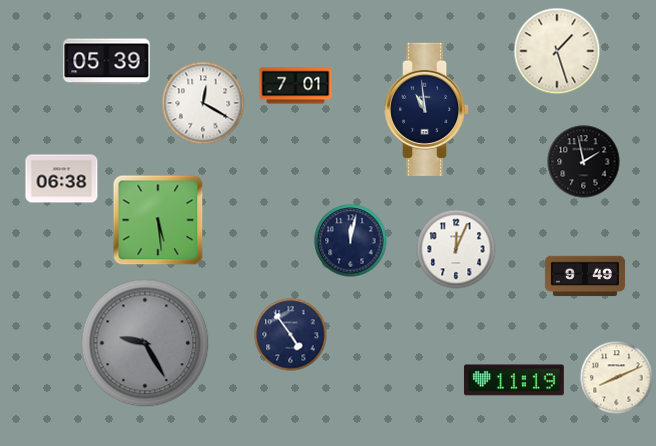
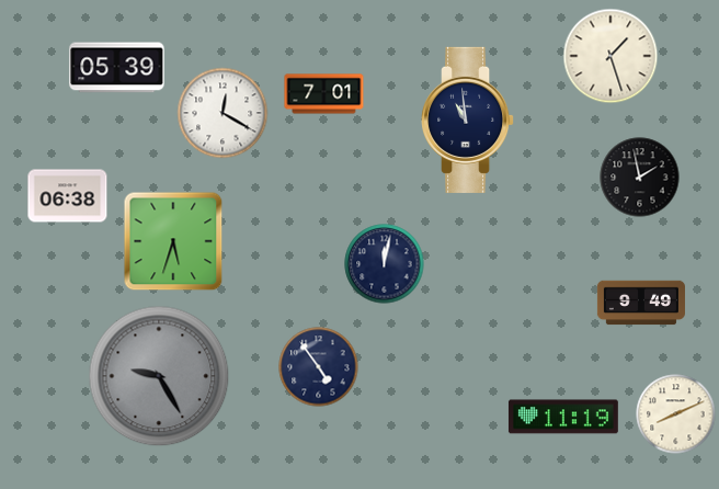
clock at (158, 220): 5:29 -> 5:33
clock at (456, 249): 12:04 -> none
